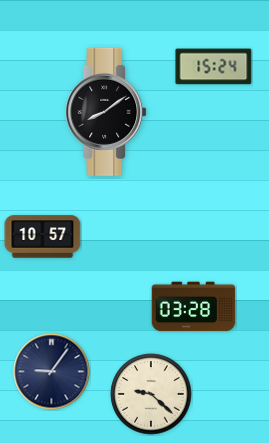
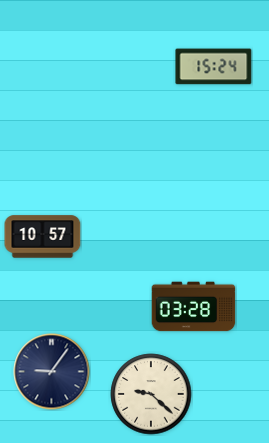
clock at (106, 112): 8:09 -> none
